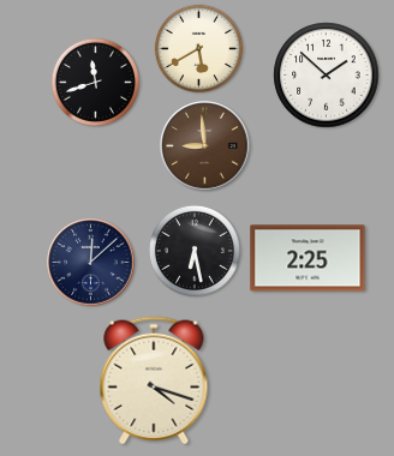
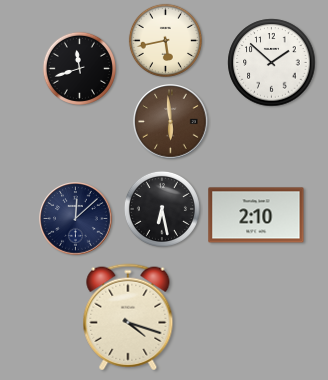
clock at (198, 48): 5:40 -> 5:43
clock at (205, 146): 8:59 -> 5:59
clock at (308, 258): 2:25 -> 2:10
